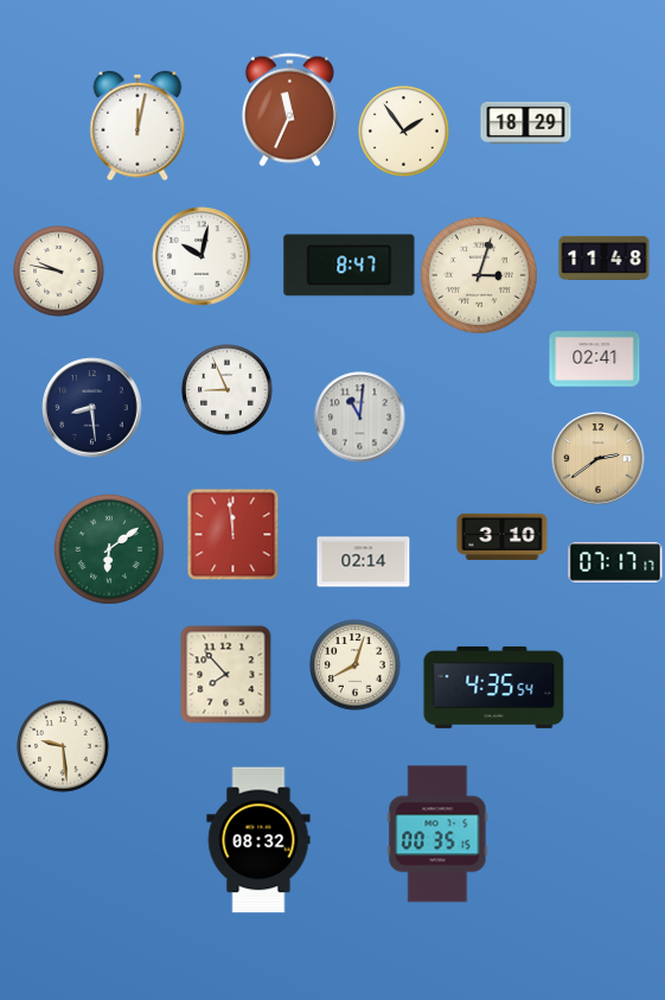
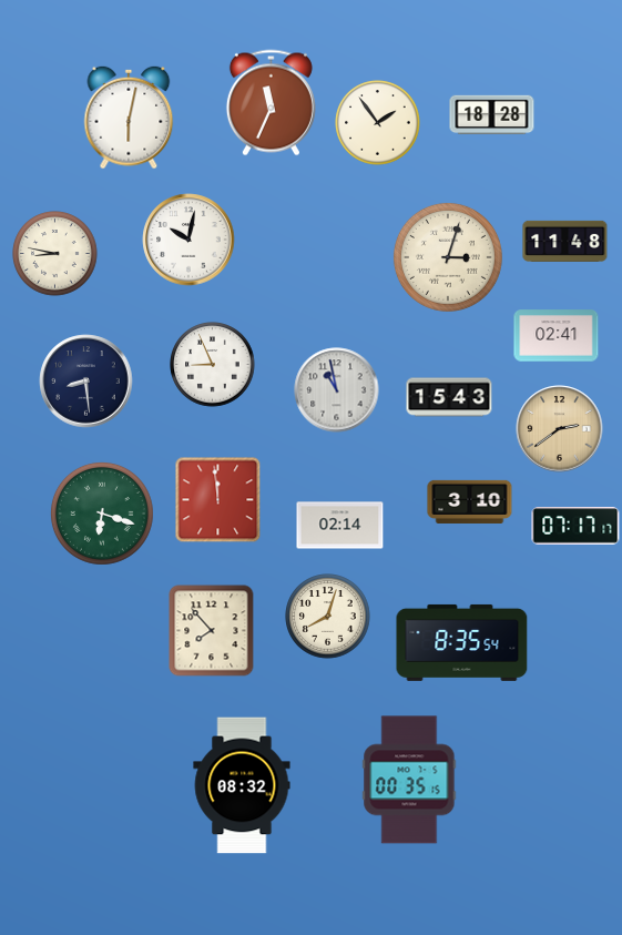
clock at (526, 123): 18:29 -> 18:28
clock at (138, 126): 12:02 -> 6:02
clock at (350, 266): 8:47 -> none
clock at (59, 272): 9:47 -> 8:47
clock at (360, 418): 11:01 -> 10:58
clock at (449, 397): none -> 15:43
clock at (109, 549): 6:09 -> 6:18
clock at (356, 665) position: (356, 665) -> (328, 617)
clock at (494, 687): 4:35 -> 8:35
clock at (63, 746): 9:29 -> none
